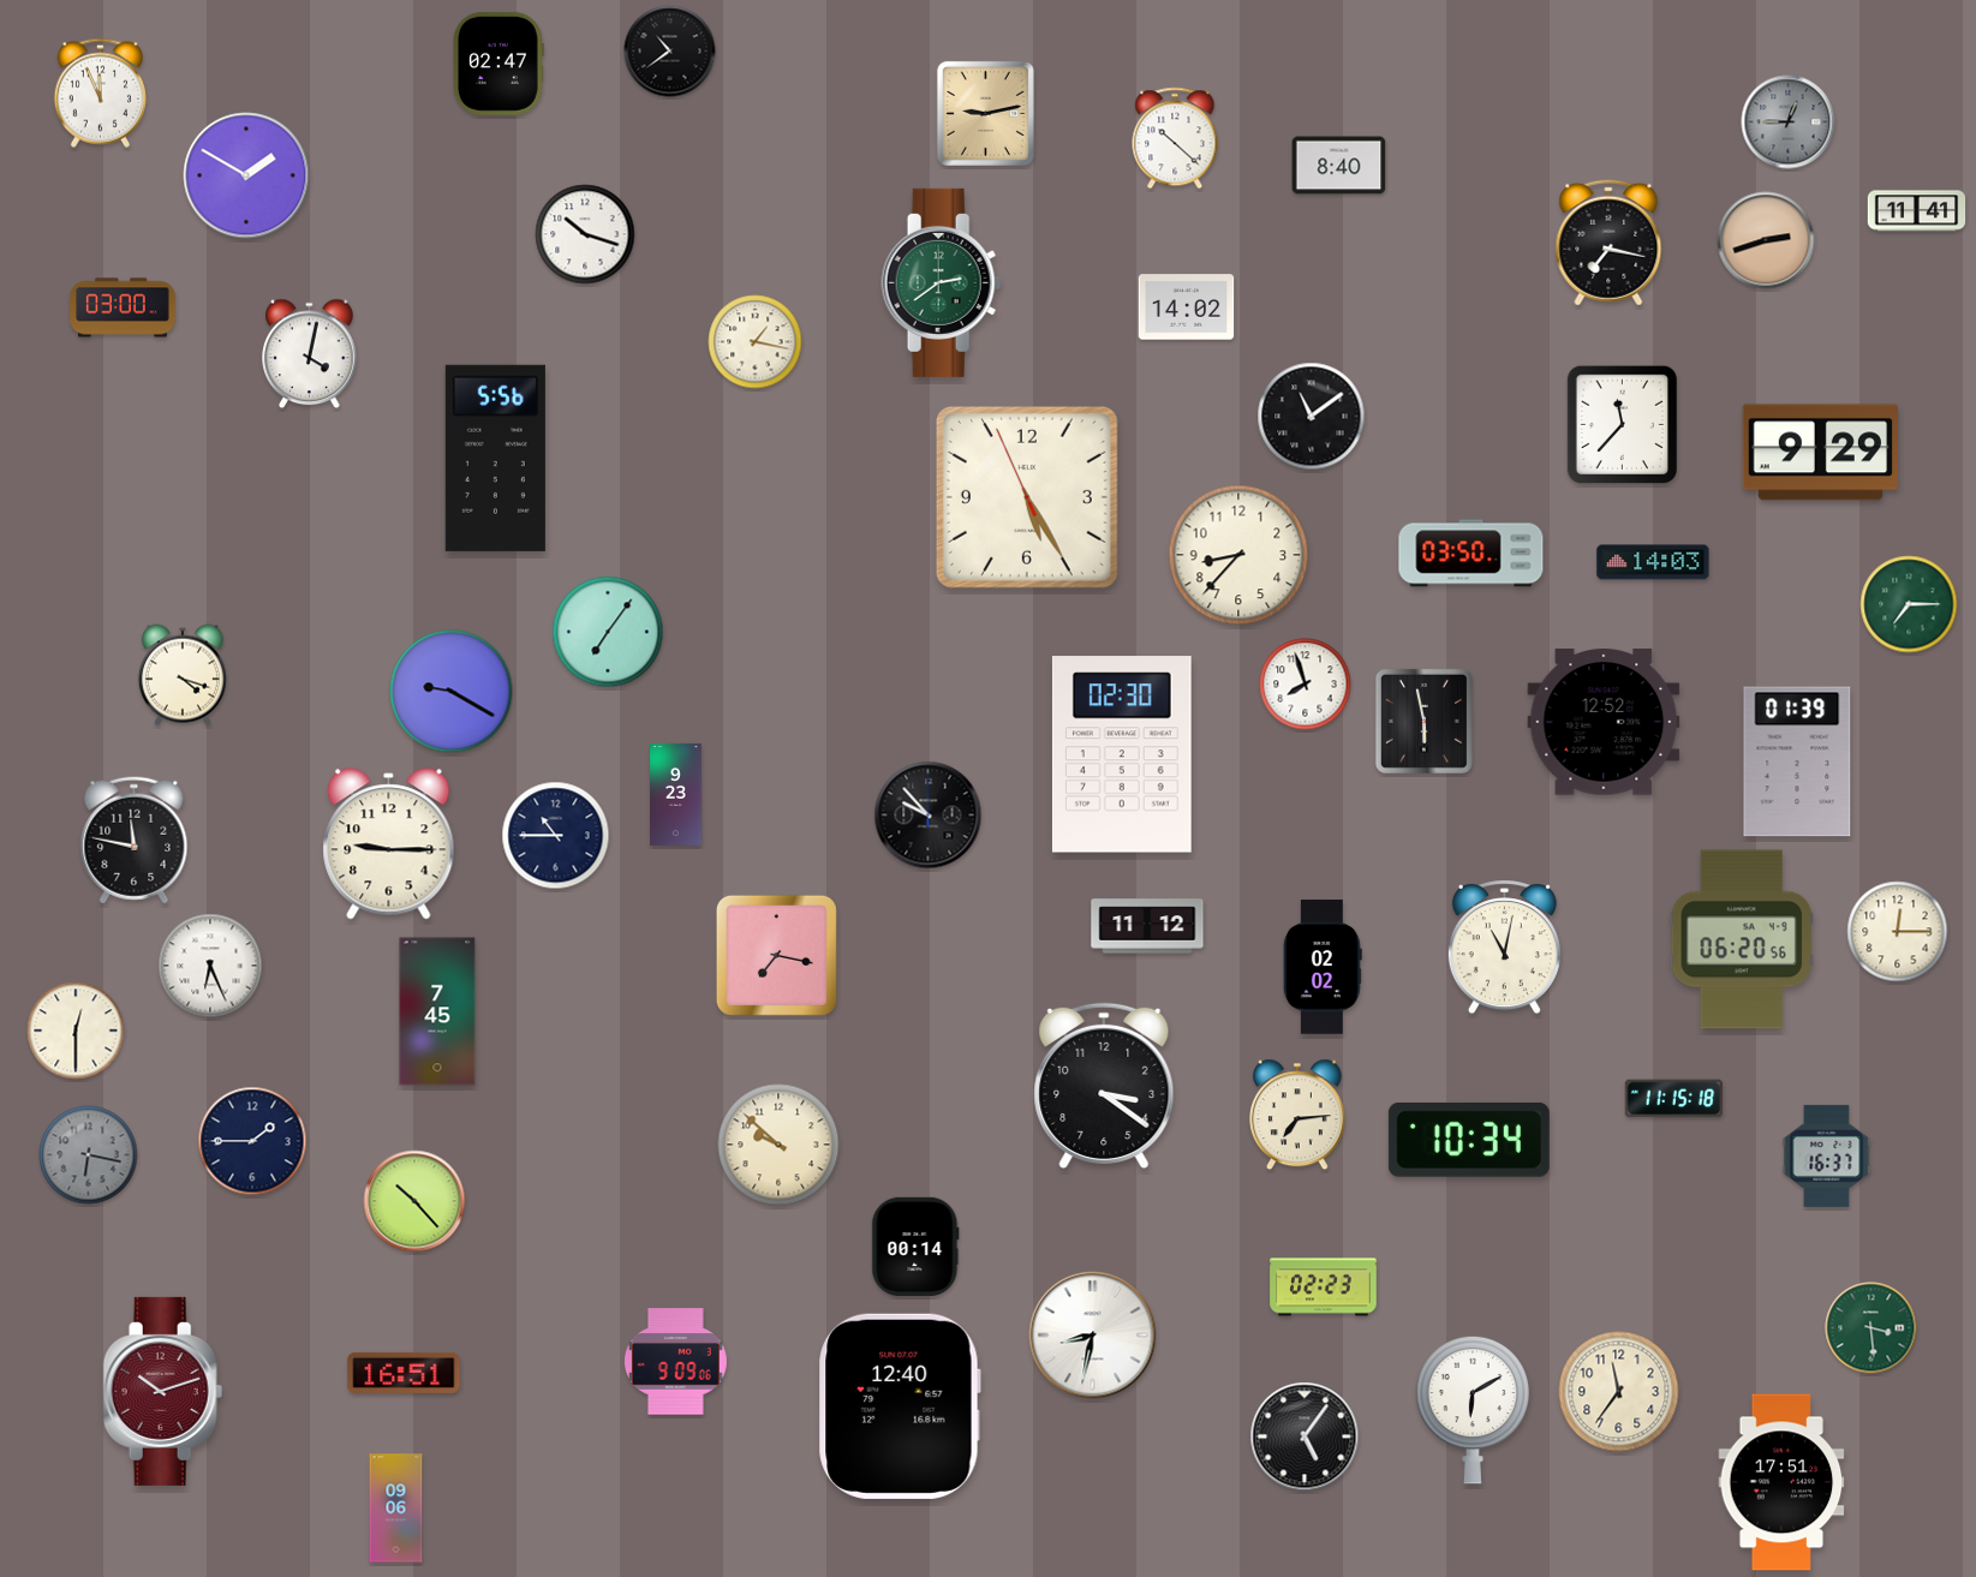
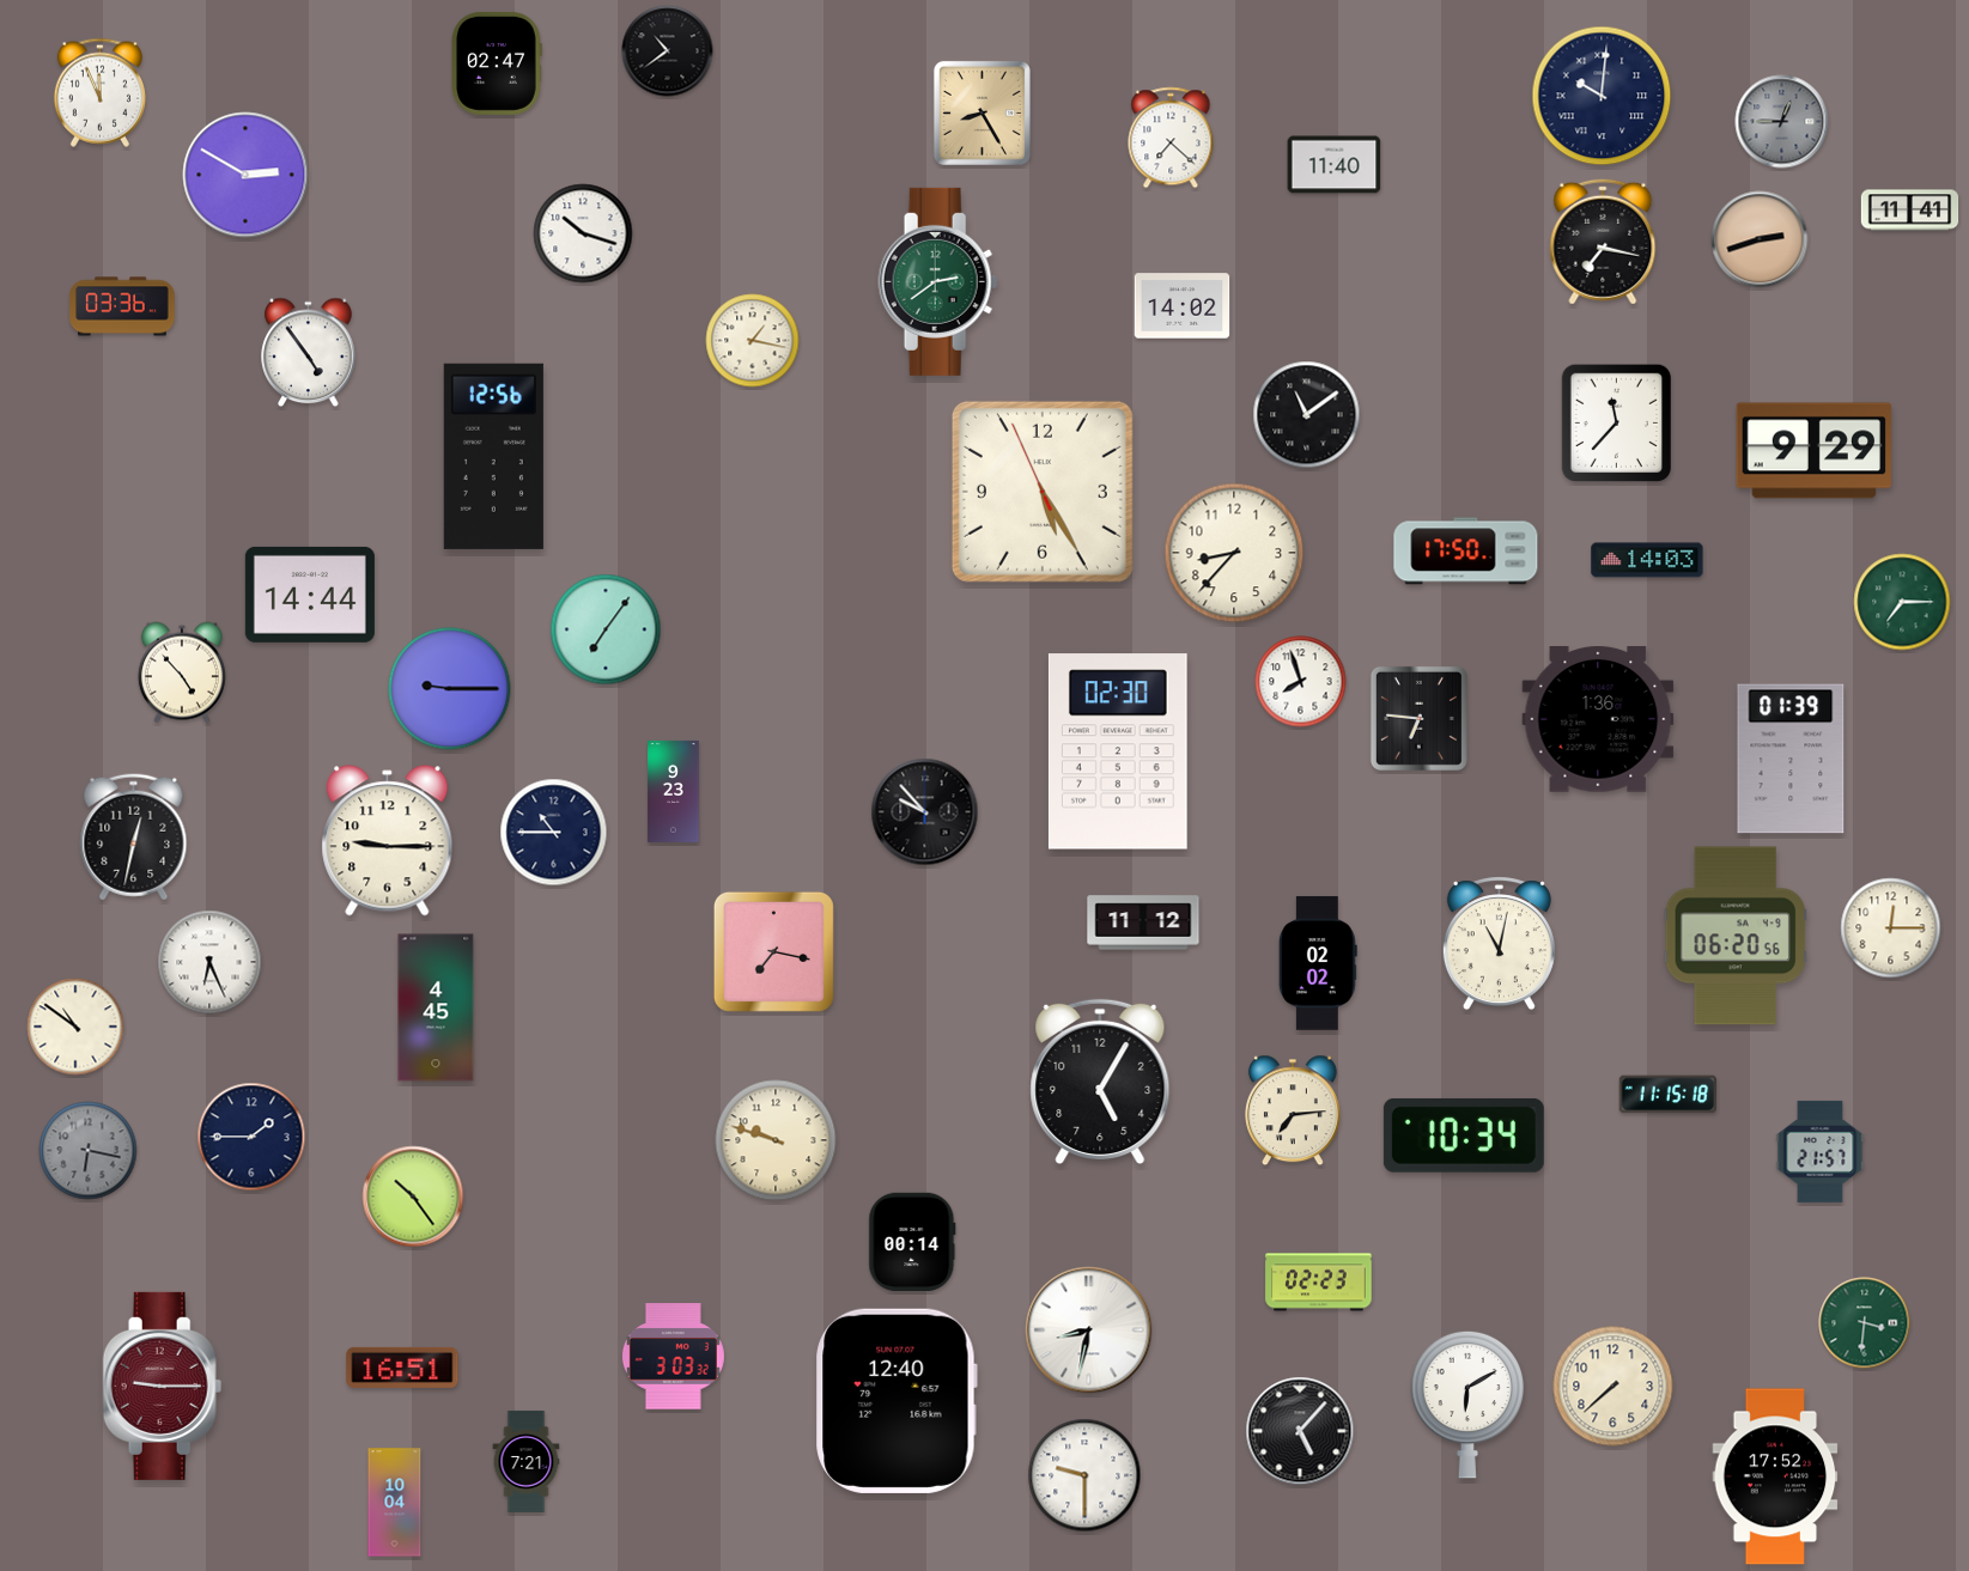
clock at (1602, 96): none -> 10:01
clock at (985, 113): 9:13 -> 8:25
clock at (1175, 138): 10:22 -> 7:22
clock at (1339, 166): 8:40 -> 11:40
clock at (246, 175): 1:50 -> 2:50
clock at (123, 307): 03:00 -> 03:36
clock at (310, 354): 4:02 -> 4:54
clock at (495, 458): 5:56 -> 12:56
clock at (1027, 497) position: (1027, 497) -> (1043, 492)
clock at (1471, 554): 03:50 -> 17:50
clock at (310, 595): none -> 14:44
clock at (183, 675): 4:18 -> 4:53
clock at (452, 692): 9:20 -> 9:15
clock at (1423, 721): 5:58 -> 6:46
clock at (1604, 723): 12:52 -> 1:36
clock at (135, 841): 11:47 -> 12:32
clock at (437, 1011): 7:45 -> 4:45
clock at (76, 1031): 12:30 -> 10:51
clock at (1104, 1085): 3:21 -> 5:05
clock at (778, 1145): 9:52 -> 9:48
clock at (1827, 1155): 16:37 -> 21:57
clock at (414, 1201): 10:23 -> 10:24
clock at (1871, 1328): 3:29 -> 3:31
clock at (675, 1362): 9:09 -> 3:03
clock at (163, 1391): 10:12 -> 9:15
clock at (1619, 1392): 11:36 -> 7:38
clock at (1305, 1436): 5:06 -> 5:07
clock at (527, 1461): none -> 7:21
clock at (1084, 1475): none -> 9:30
clock at (1781, 1482): 17:51 -> 17:52
clock at (396, 1509): 09:06 -> 10:04
